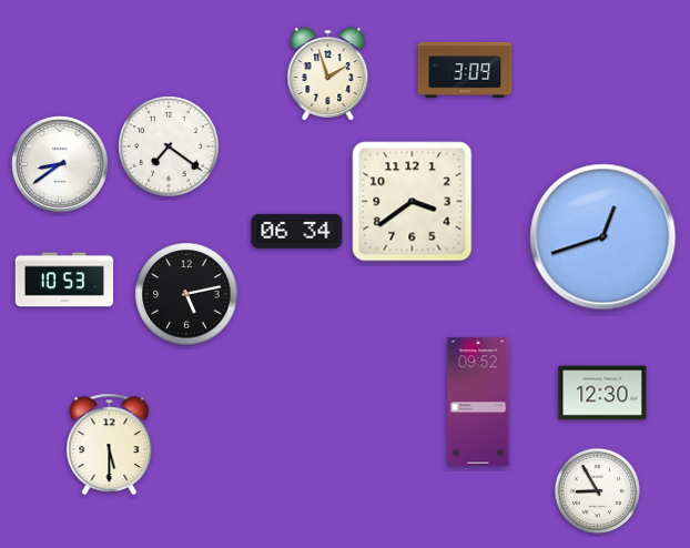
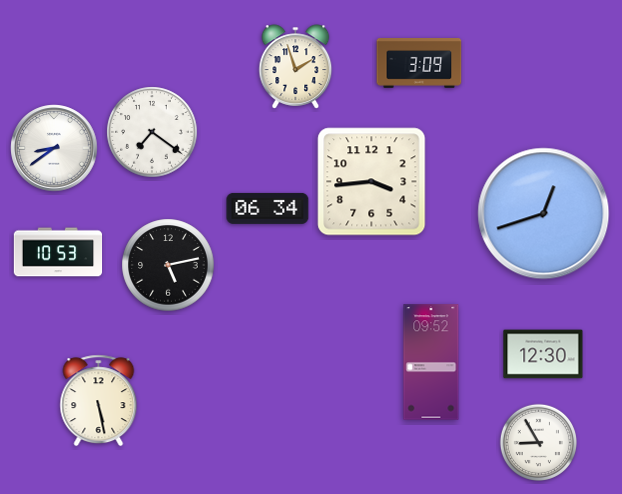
clock at (413, 202): 3:39 -> 3:44
clock at (110, 445): 5:30 -> 5:28
